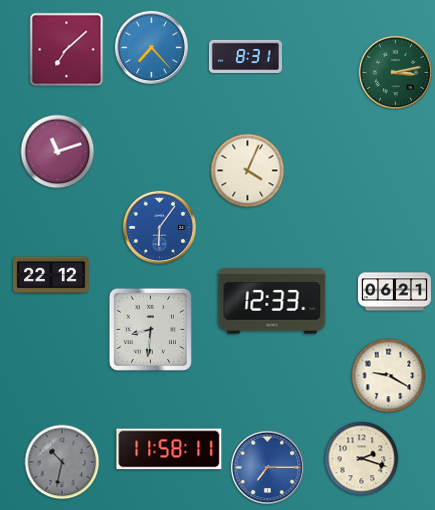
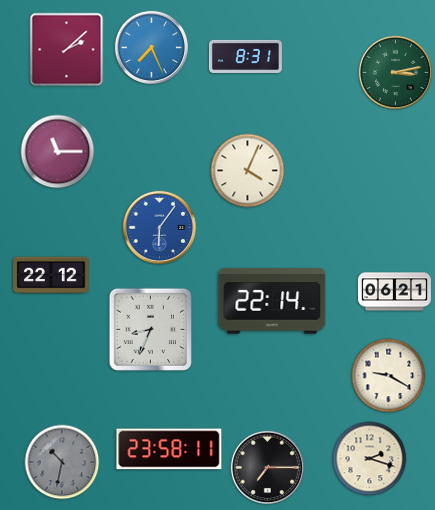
clock at (151, 47): 7:23 -> 7:26
clock at (67, 50): 7:08 -> 2:08
clock at (58, 152): 11:12 -> 11:15
clock at (272, 301): 12:33 -> 22:14
clock at (150, 329): 8:31 -> 8:34
clock at (169, 449): 11:58 -> 23:58
clock at (362, 459) position: (362, 459) -> (370, 459)
clock at (267, 467) dial: blue -> black
